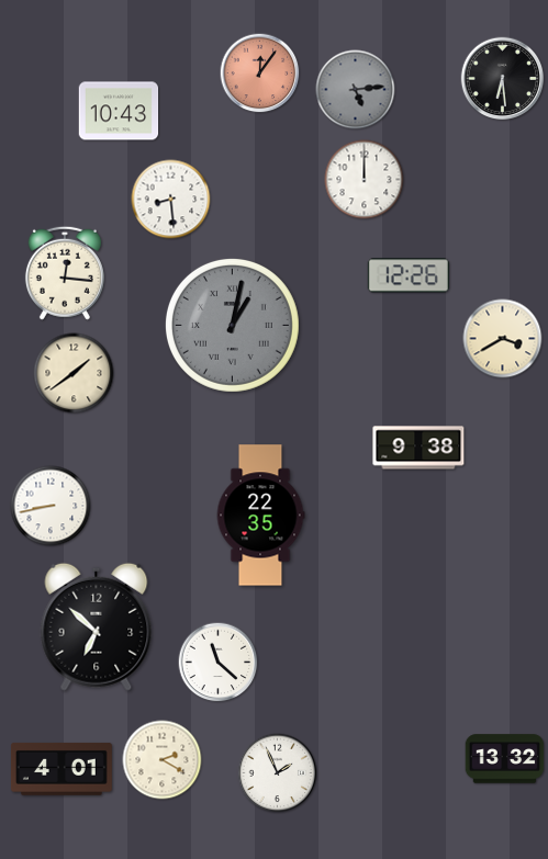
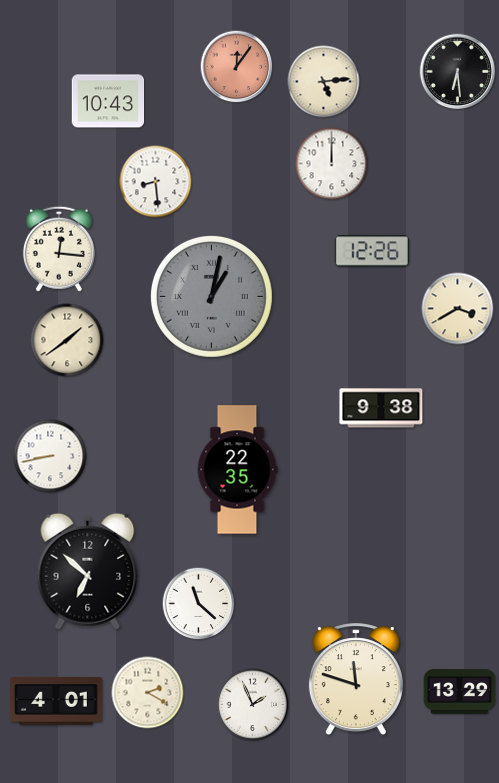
clock at (356, 90) dial: grey -> cream
clock at (51, 506) position: (51, 506) -> (50, 456)
clock at (356, 680): none -> 11:48
clock at (505, 759): 13:32 -> 13:29
